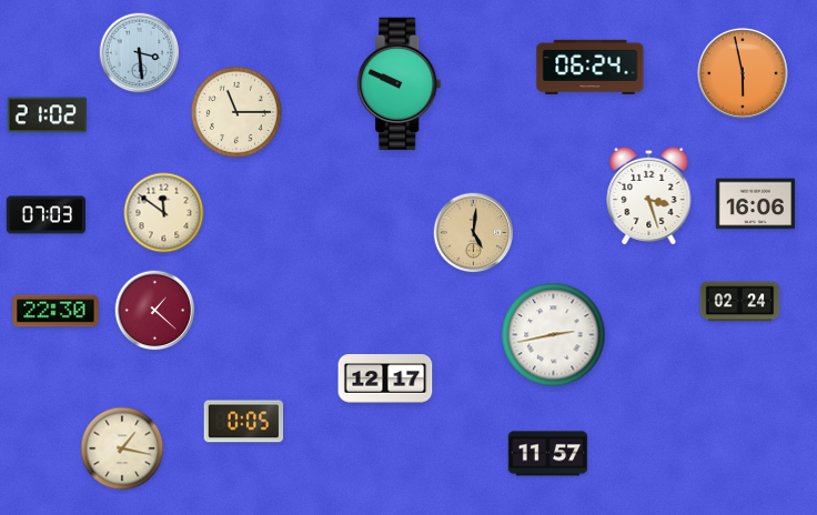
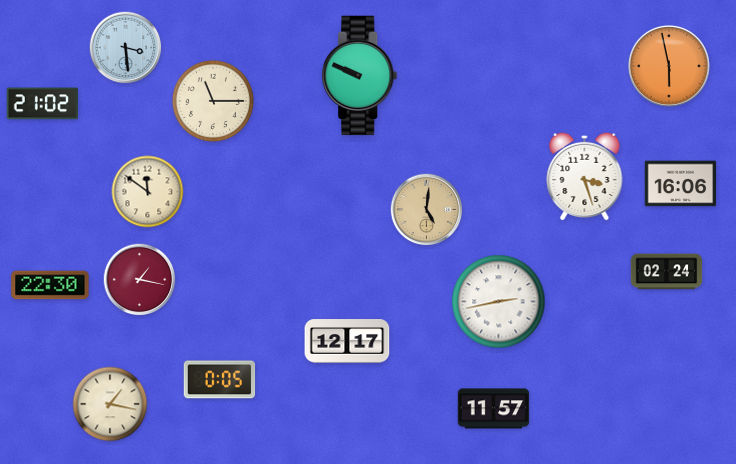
clock at (591, 67): 06:24 -> none
clock at (47, 215): 07:03 -> none
clock at (56, 311) position: (56, 311) -> (50, 285)
clock at (155, 311): 1:22 -> 1:17
